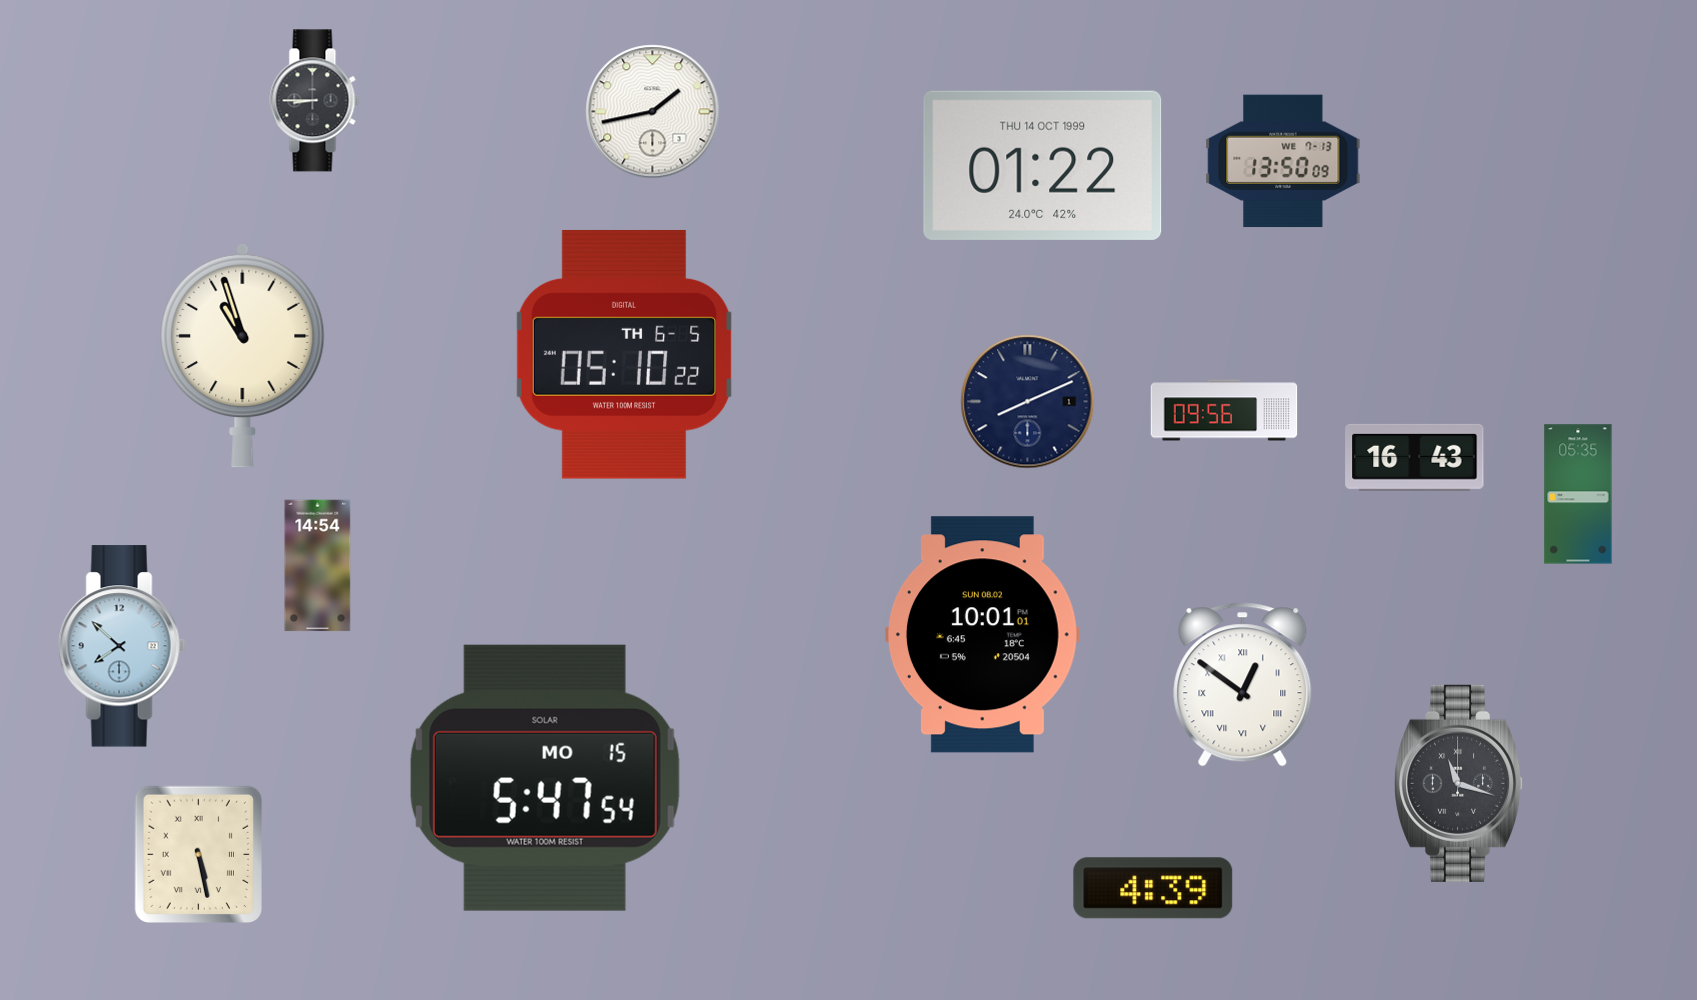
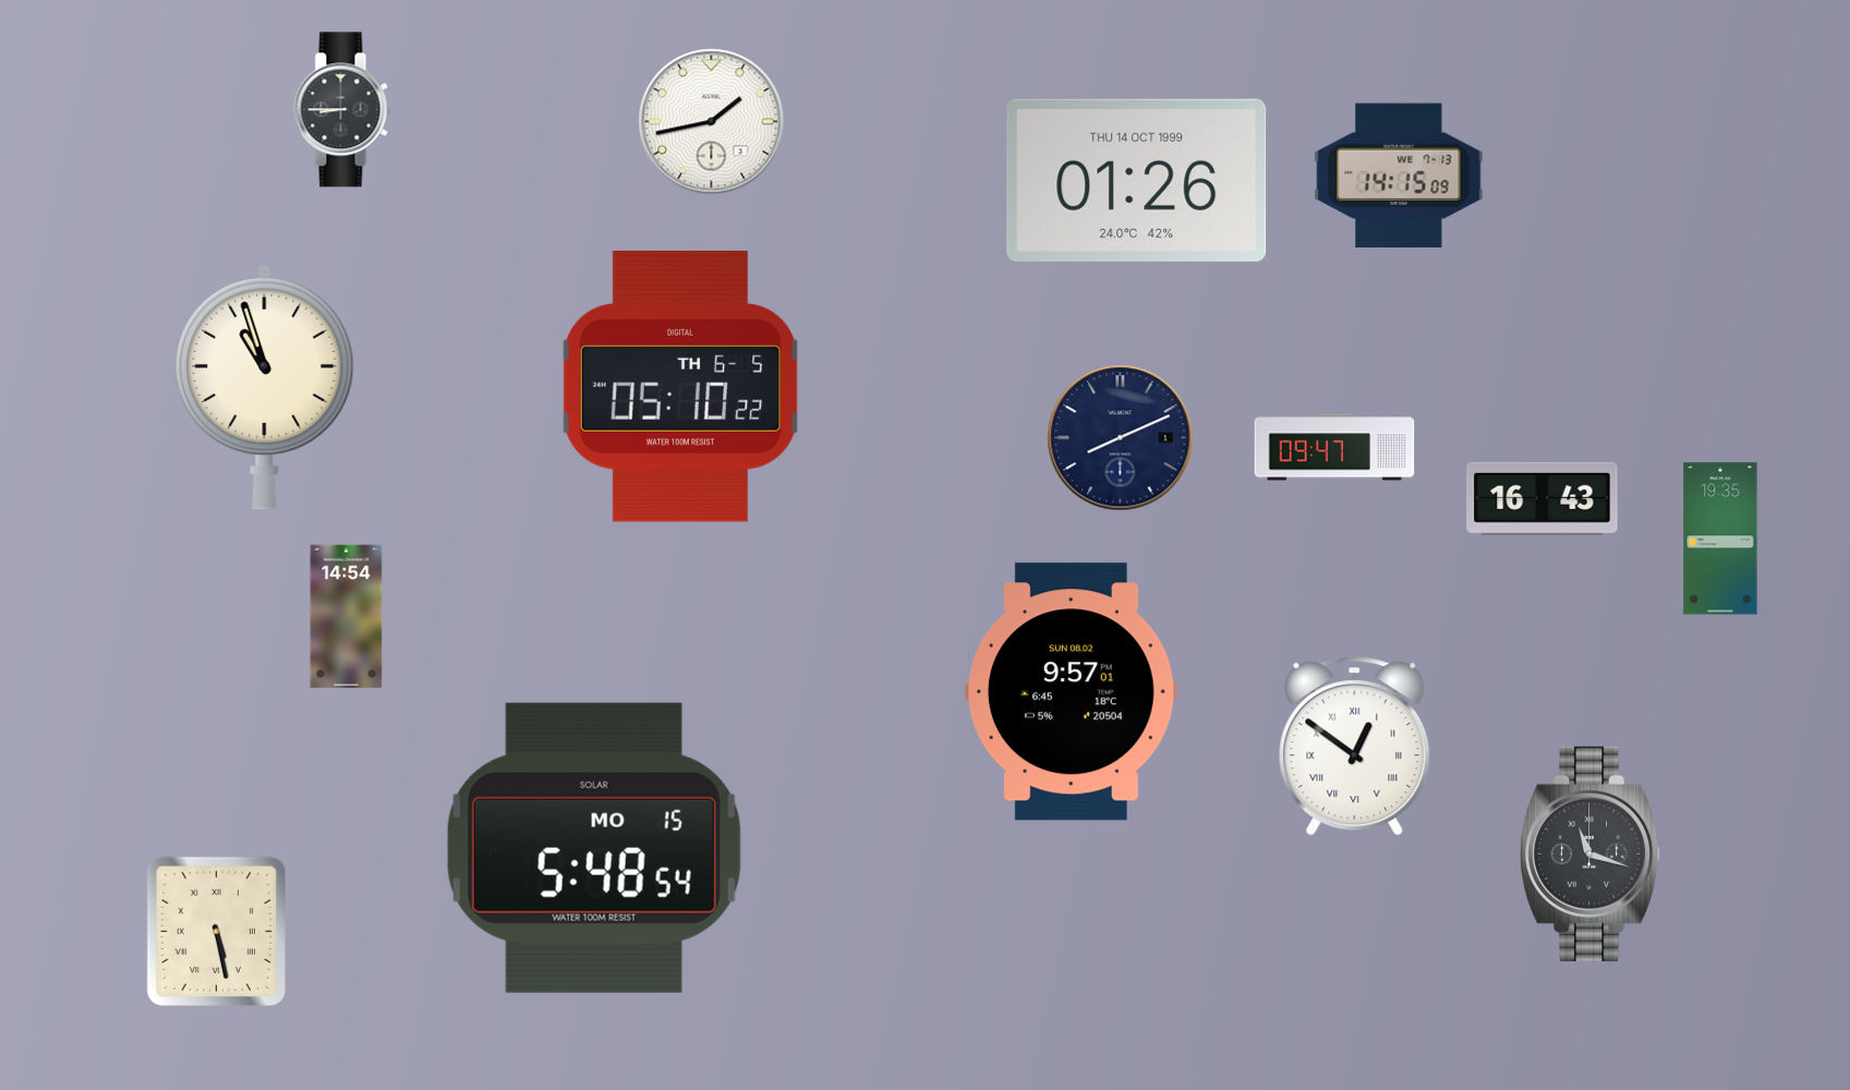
clock at (1283, 161): 13:50 -> 14:15
clock at (1043, 165): 01:22 -> 01:26
clock at (1224, 410): 09:56 -> 09:47
clock at (1578, 494): 05:35 -> 19:35
clock at (982, 635): 10:01 -> 9:57
clock at (122, 646): 7:52 -> none
clock at (545, 778): 5:47 -> 5:48
clock at (1153, 888): 4:39 -> none
